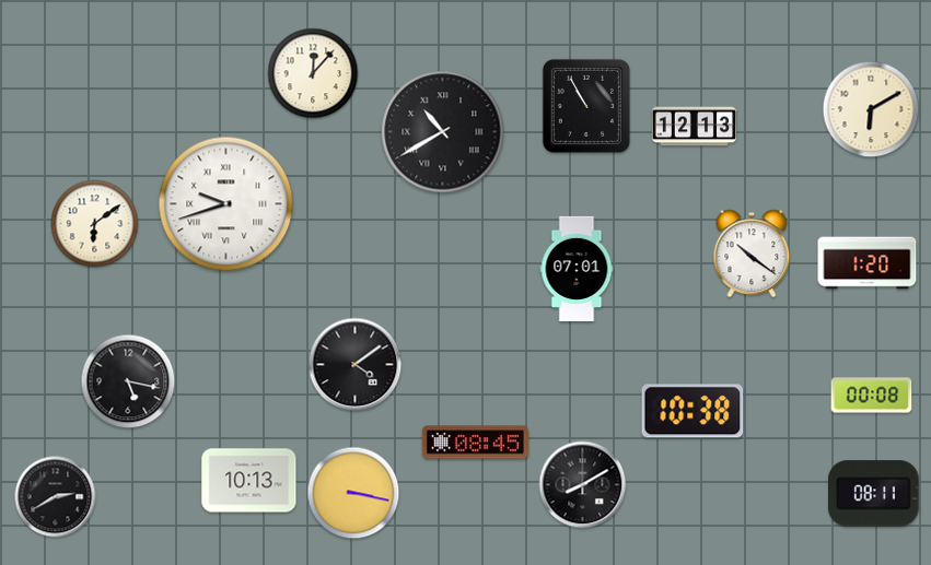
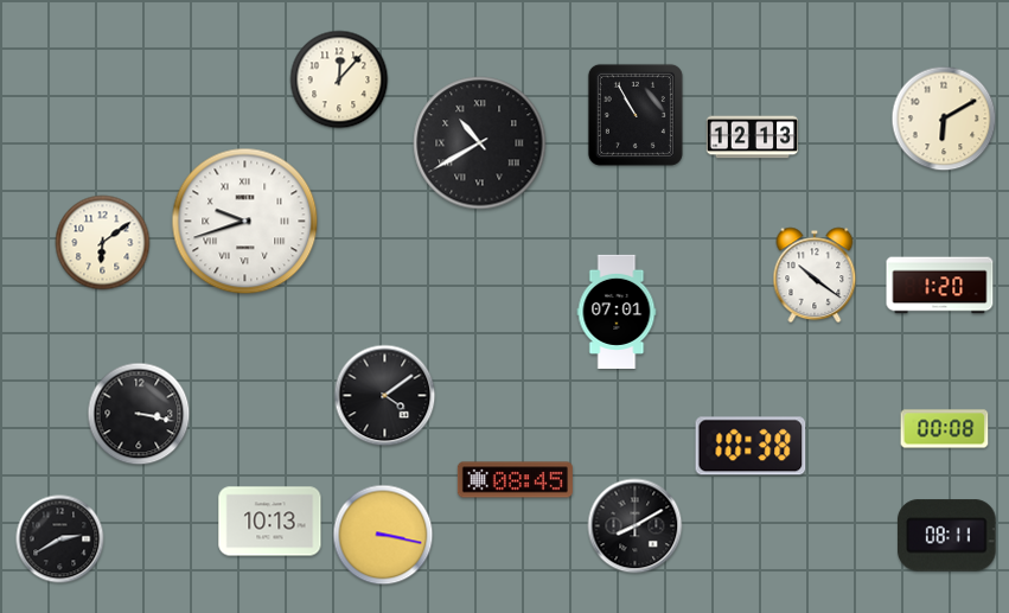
clock at (577, 269) position: (577, 269) -> (617, 312)
clock at (128, 381): 5:17 -> 3:17
clock at (583, 485) position: (583, 485) -> (636, 526)
